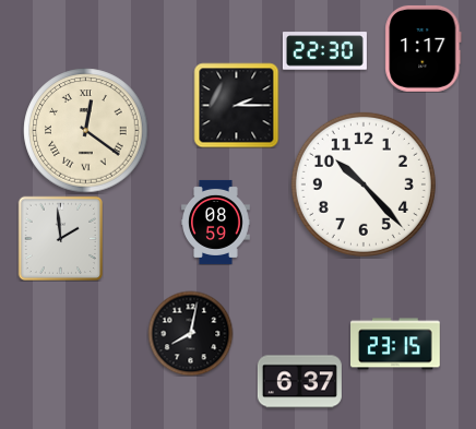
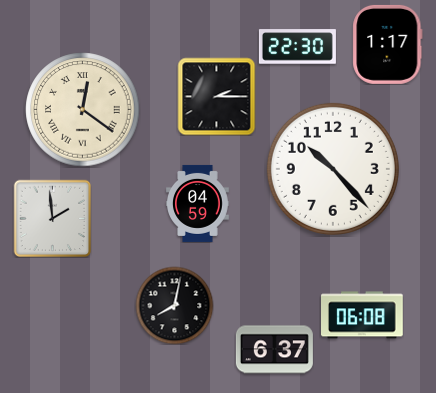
clock at (86, 131) position: (86, 131) -> (83, 110)
clock at (216, 222): 08:59 -> 04:59
clock at (60, 238) position: (60, 238) -> (52, 218)
clock at (396, 344): 23:15 -> 06:08
